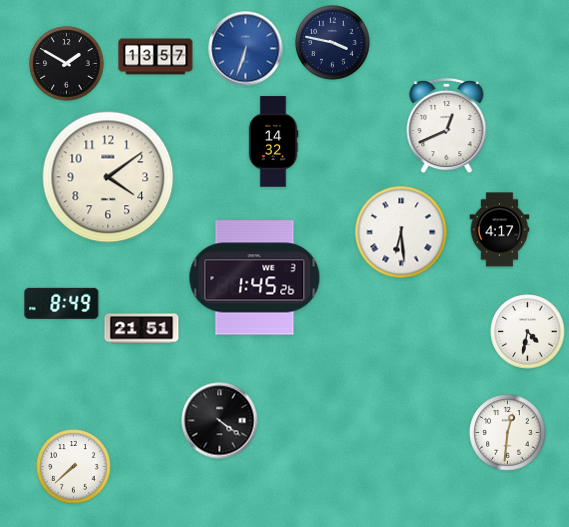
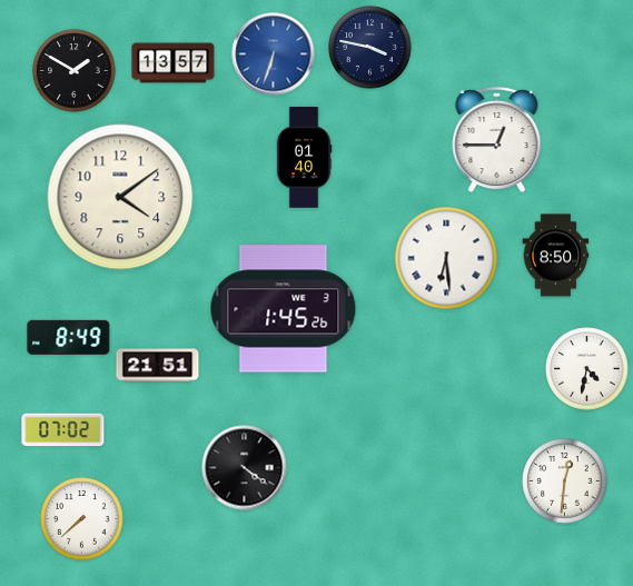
clock at (447, 126): 12:41 -> 12:45
clock at (273, 142): 14:32 -> 01:40
clock at (500, 230): 4:17 -> 8:50
clock at (63, 430): none -> 07:02
